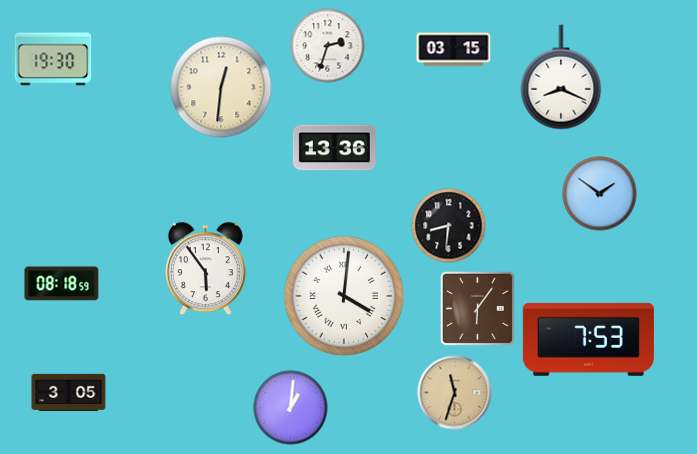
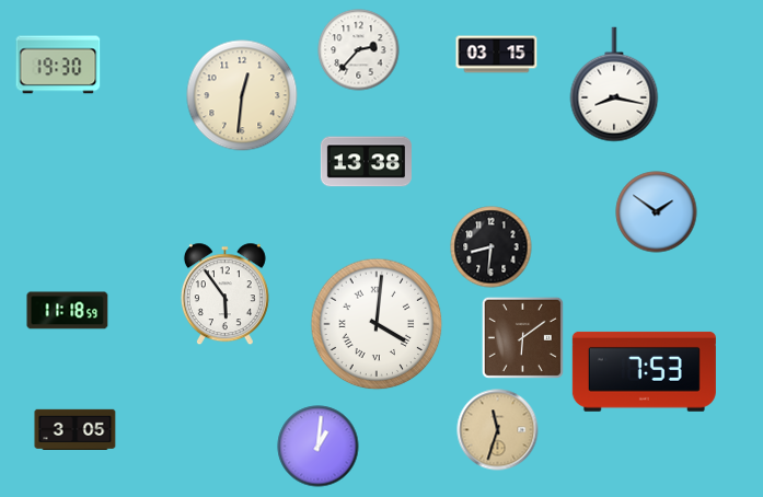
clock at (328, 46): 2:33 -> 2:37
clock at (561, 77): 8:19 -> 8:17
clock at (334, 148): 13:36 -> 13:38
clock at (62, 284): 08:18 -> 11:18
clock at (477, 308): 6:06 -> 6:09
